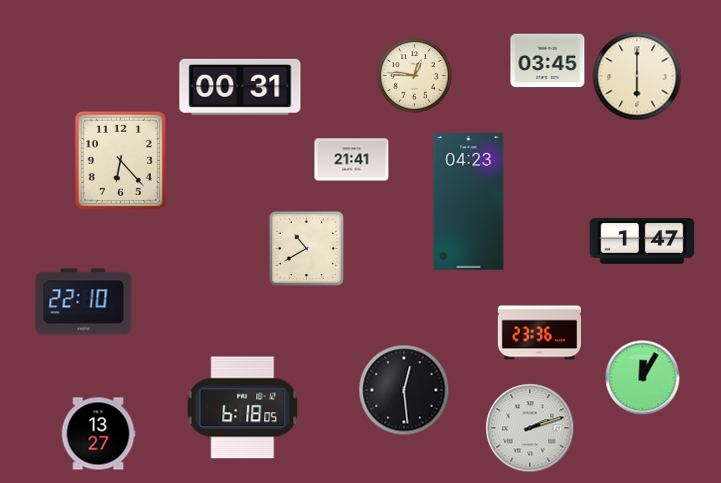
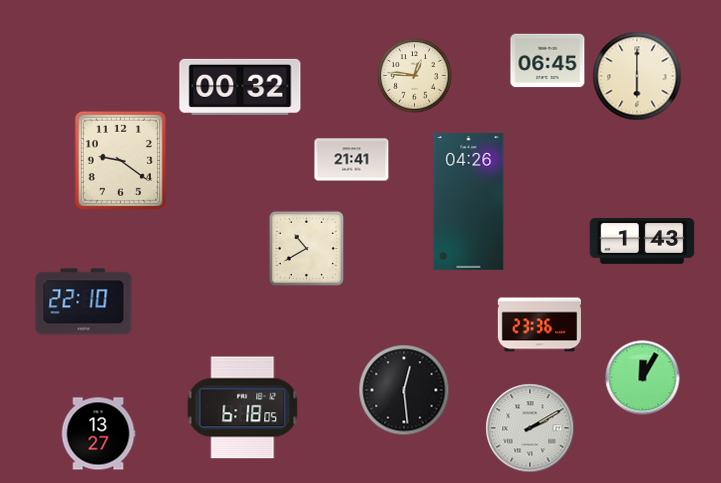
clock at (548, 61): 03:45 -> 06:45
clock at (240, 87): 00:31 -> 00:32
clock at (120, 160): 6:23 -> 9:21
clock at (469, 202): 04:23 -> 04:26
clock at (642, 242): 1:47 -> 1:43
clock at (539, 333) position: (539, 333) -> (539, 325)
clock at (530, 428): 2:12 -> 2:10
